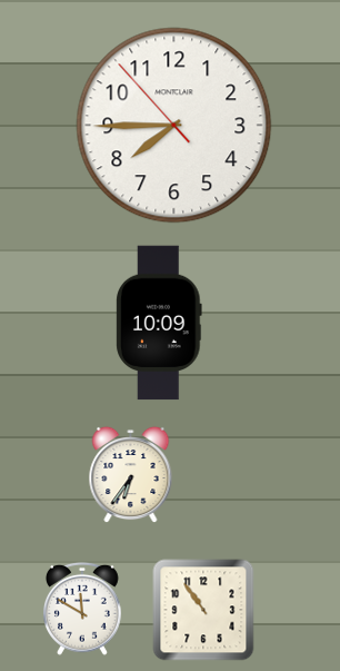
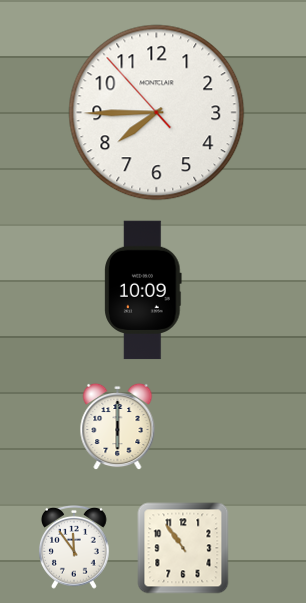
clock at (131, 475): 6:36 -> 6:00
clock at (83, 609): 11:50 -> 11:54
